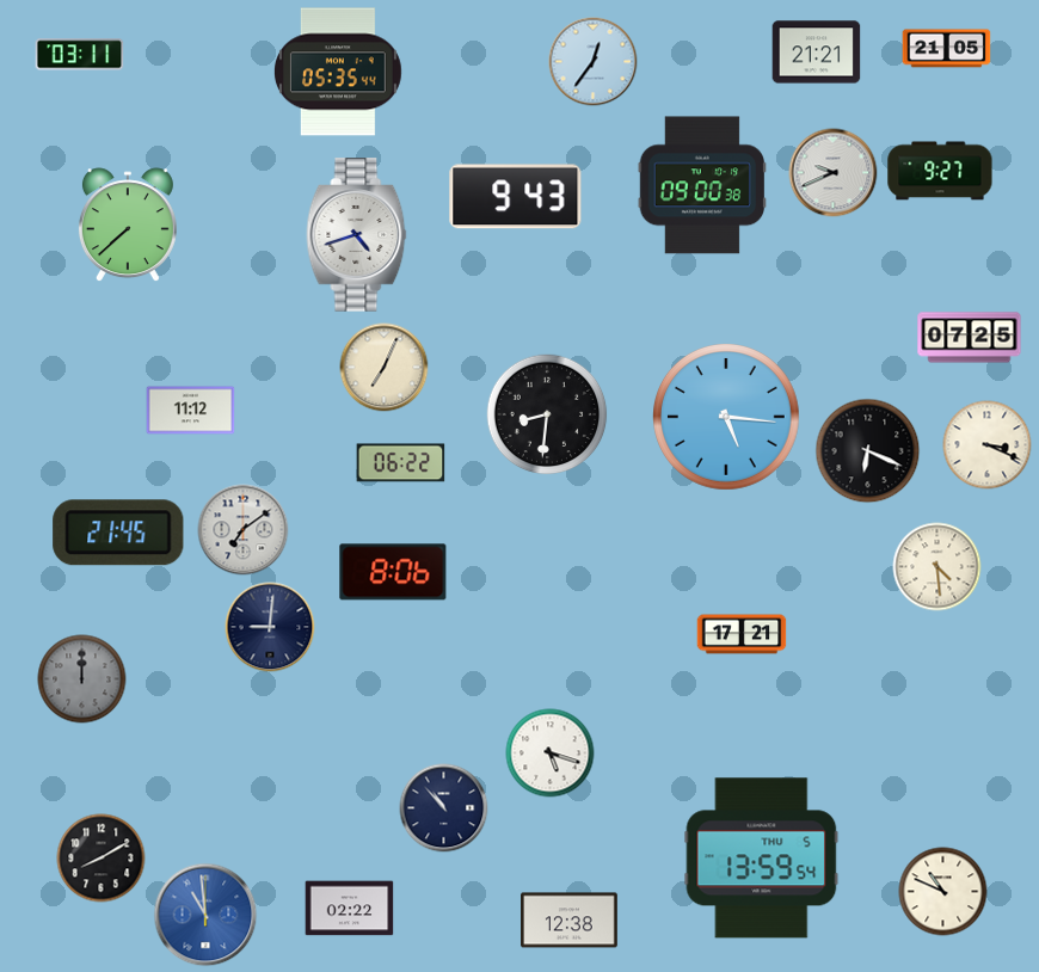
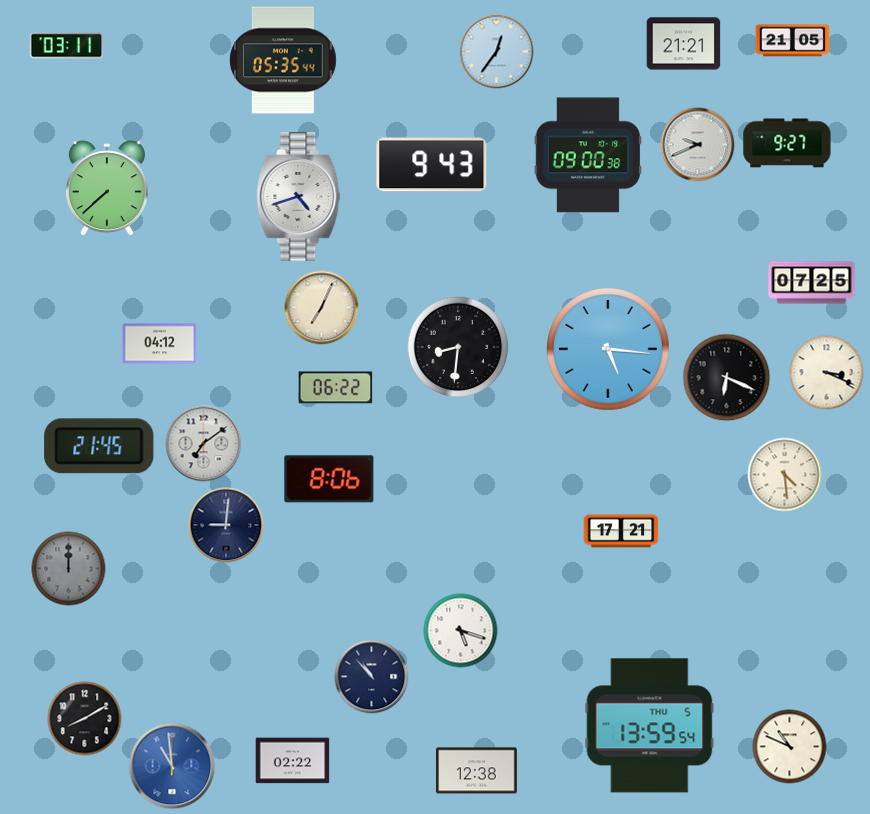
clock at (191, 411): 11:12 -> 04:12
clock at (762, 859) position: (762, 859) -> (650, 726)
